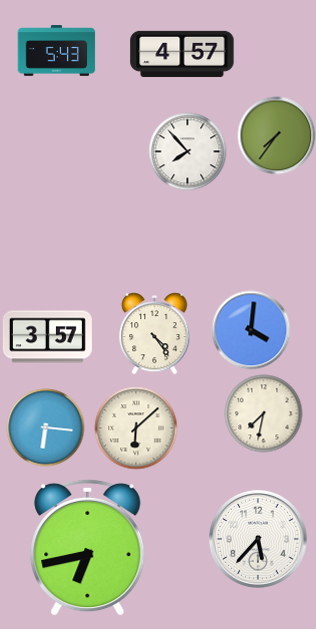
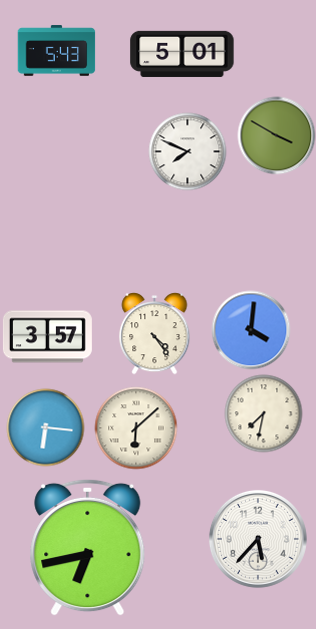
clock at (182, 54): 4:57 -> 5:01
clock at (276, 135): 7:36 -> 3:50
clock at (187, 151): 7:53 -> 7:49
